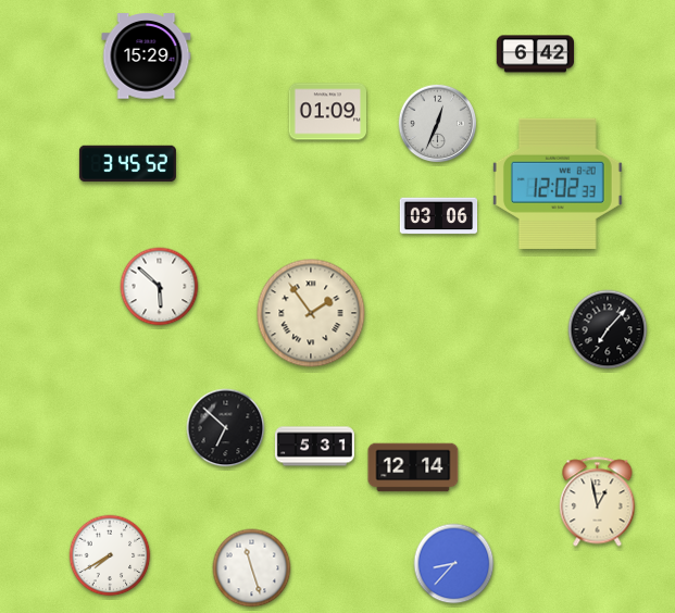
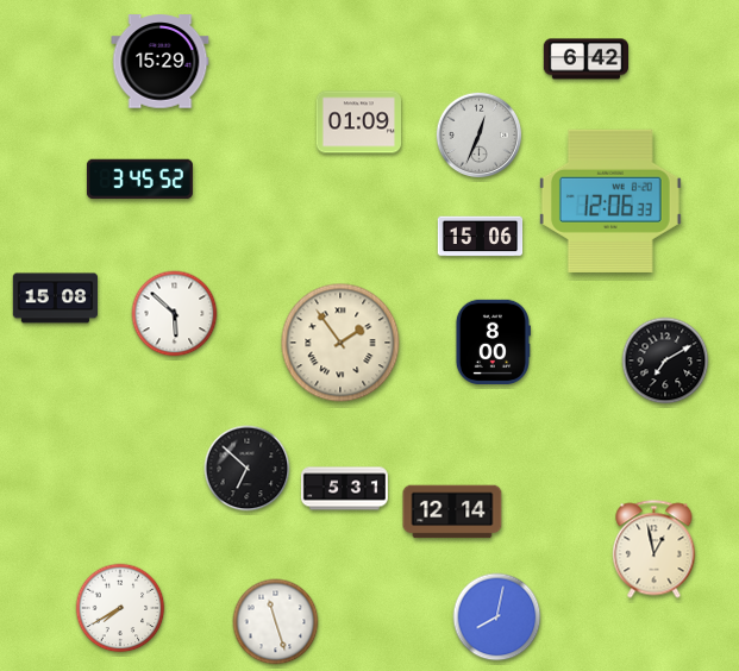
clock at (558, 184): 12:02 -> 12:06
clock at (439, 216): 03:06 -> 15:06
clock at (55, 299): none -> 15:08
clock at (493, 341): none -> 8:00
clock at (608, 329): 7:07 -> 7:10
clock at (454, 564): 8:37 -> 8:02
